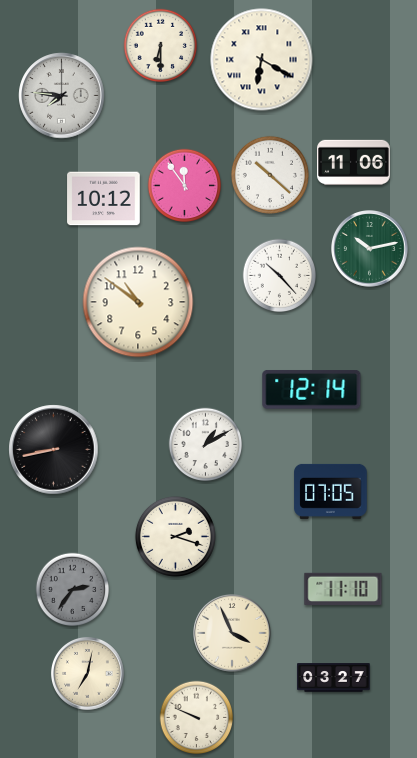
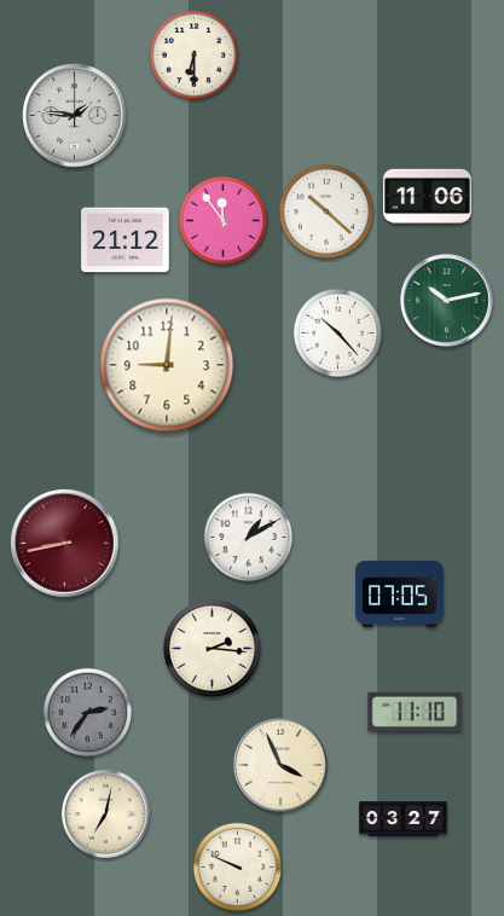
clock at (262, 60): 6:20 -> none
clock at (62, 96): 7:46 -> 1:46
clock at (185, 186) position: (185, 186) -> (224, 221)
clock at (104, 199): 10:12 -> 21:12
clock at (138, 302): 10:51 -> 9:01
clock at (312, 390): 12:14 -> none
clock at (54, 450) dial: black -> burgundy
clock at (175, 536): 2:18 -> 2:16
